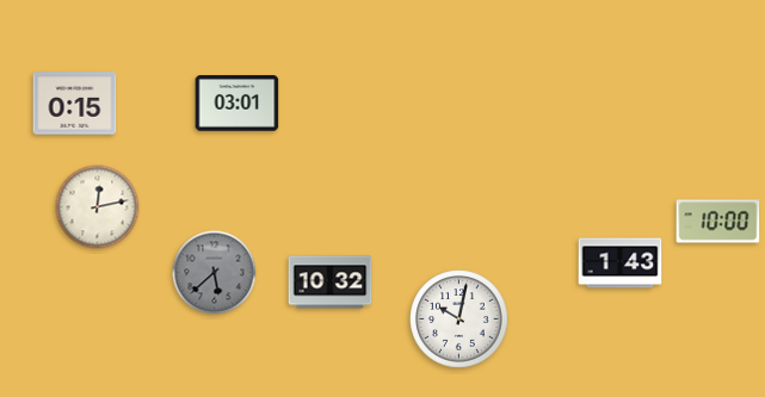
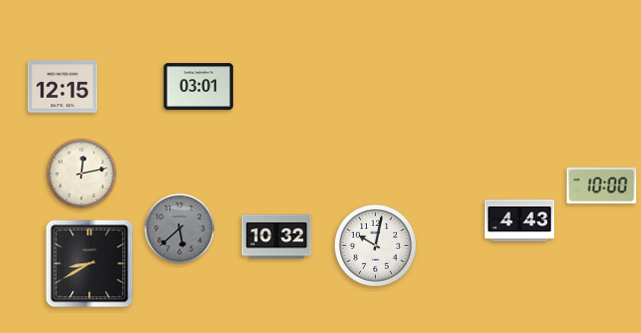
clock at (75, 104): 0:15 -> 12:15
clock at (621, 263): 1:43 -> 4:43
clock at (90, 264): none -> 8:40
clock at (459, 320) position: (459, 320) -> (376, 246)
